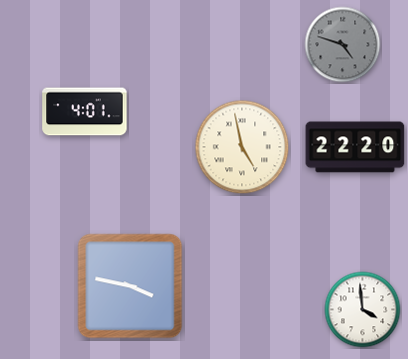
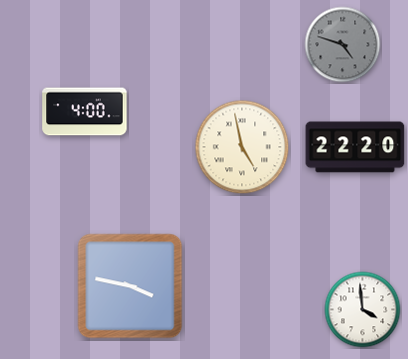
clock at (85, 112): 4:01 -> 4:00
